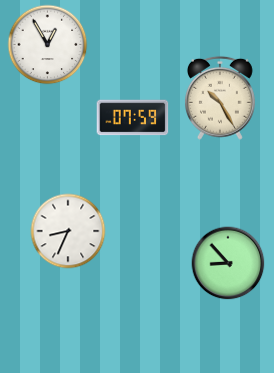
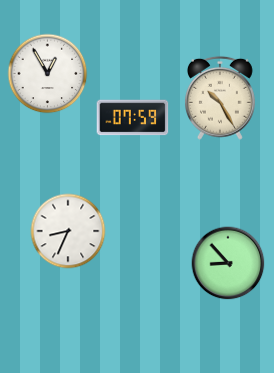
clock at (48, 45) position: (48, 45) -> (48, 74)
